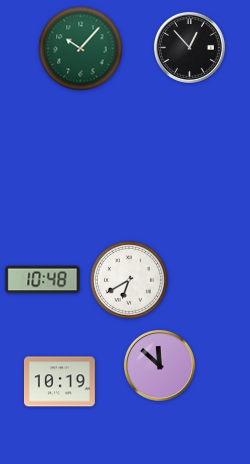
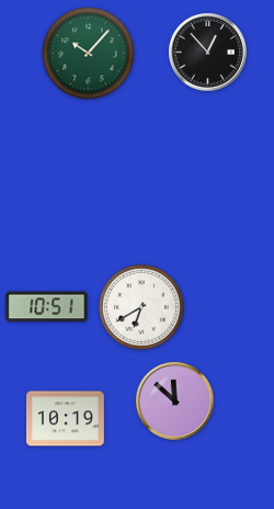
clock at (43, 280): 10:48 -> 10:51
